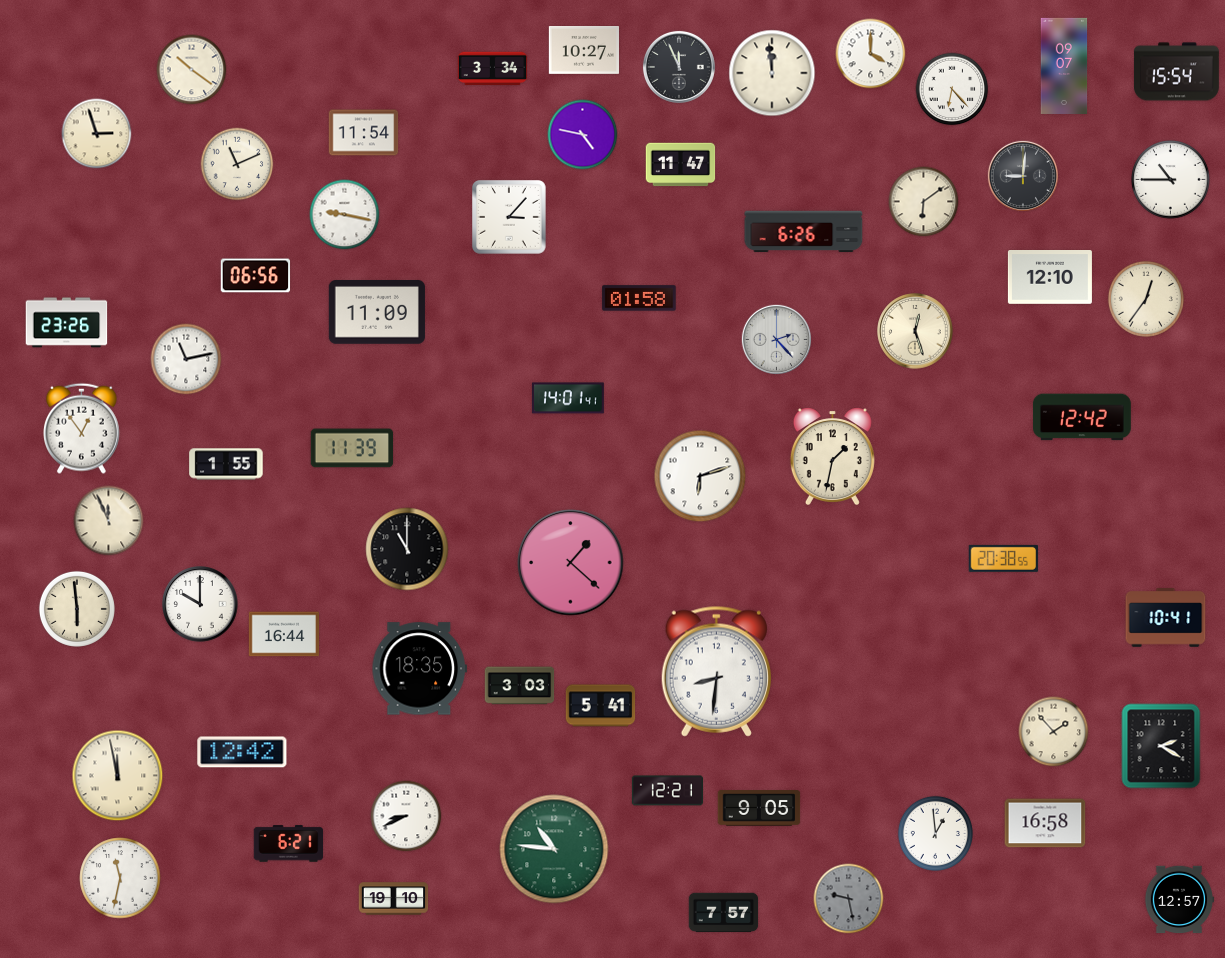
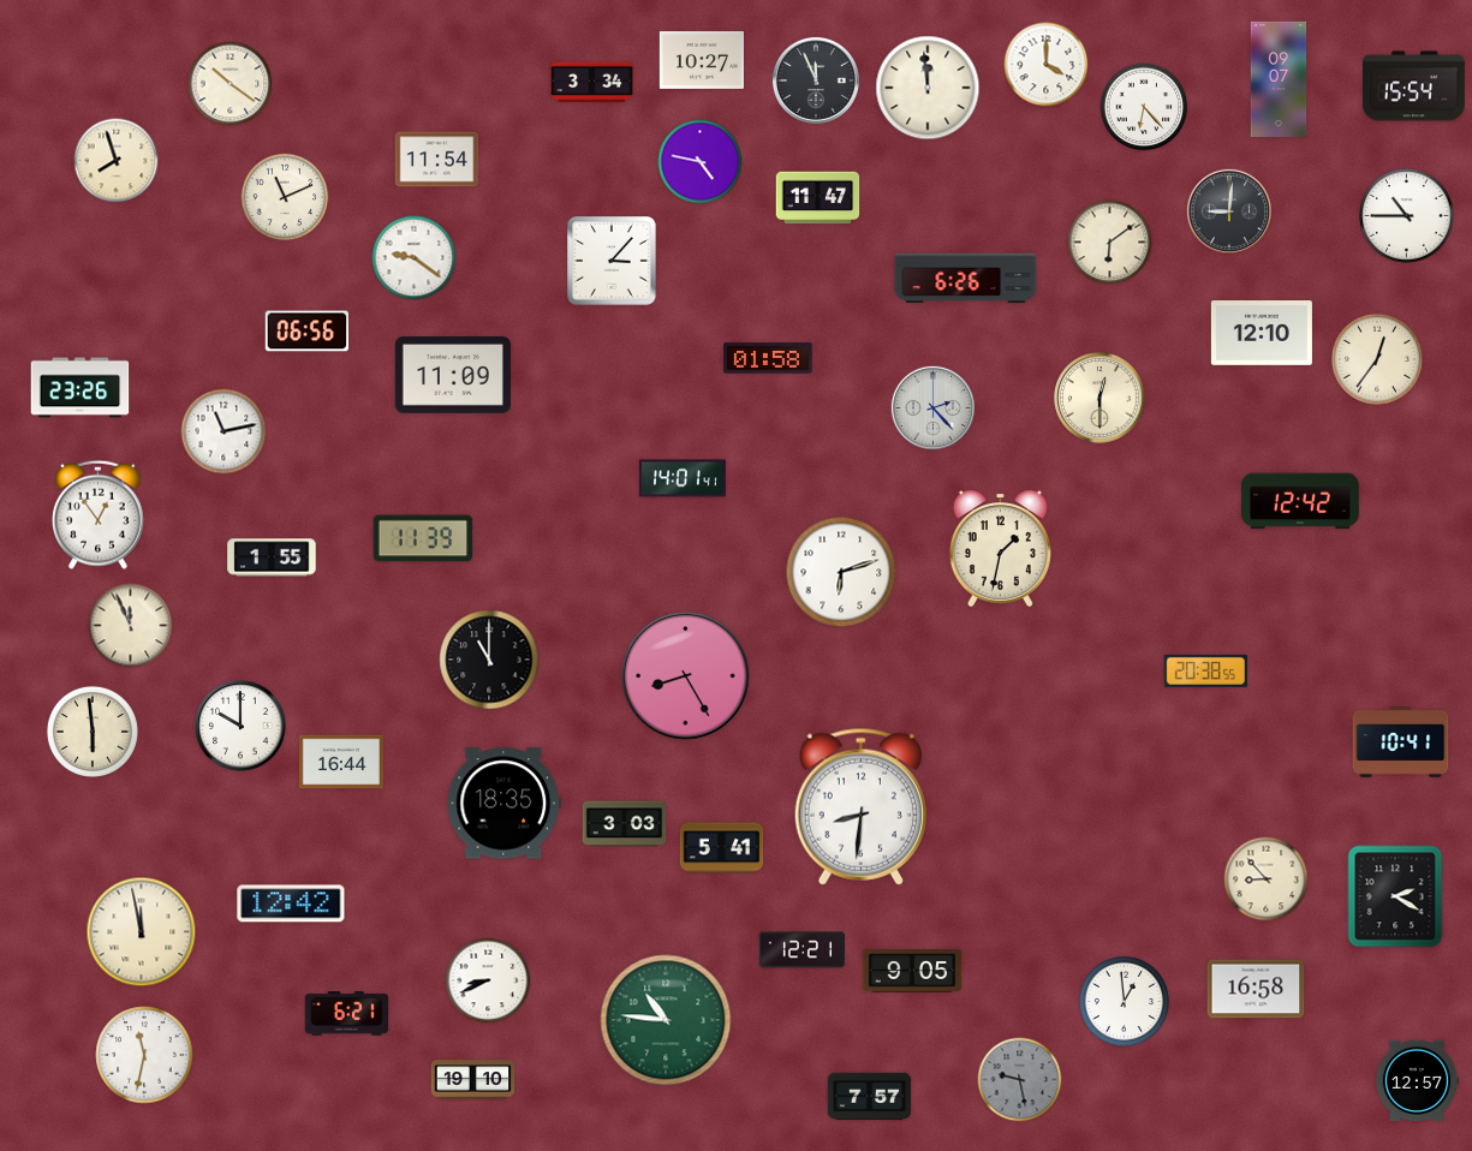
clock at (97, 134): 2:57 -> 7:57
clock at (345, 215): 9:17 -> 9:21
clock at (915, 331): 12:27 -> 12:30
clock at (571, 563): 1:22 -> 8:25
clock at (1054, 732): 1:53 -> 8:53
